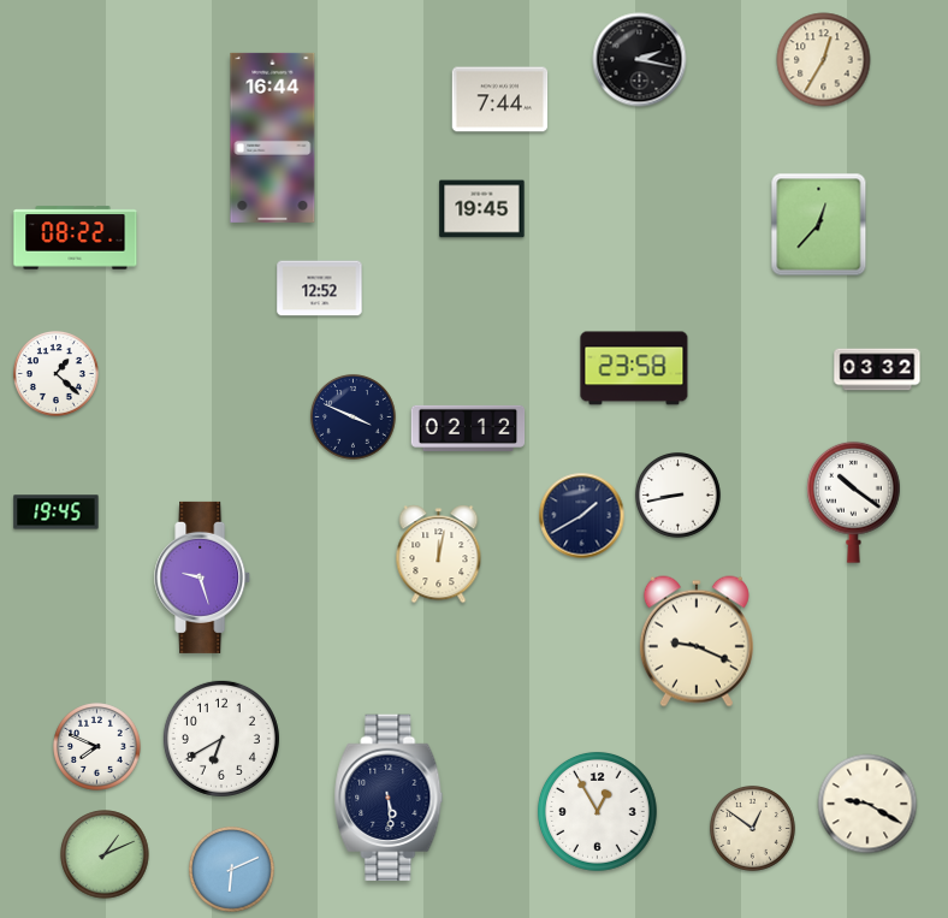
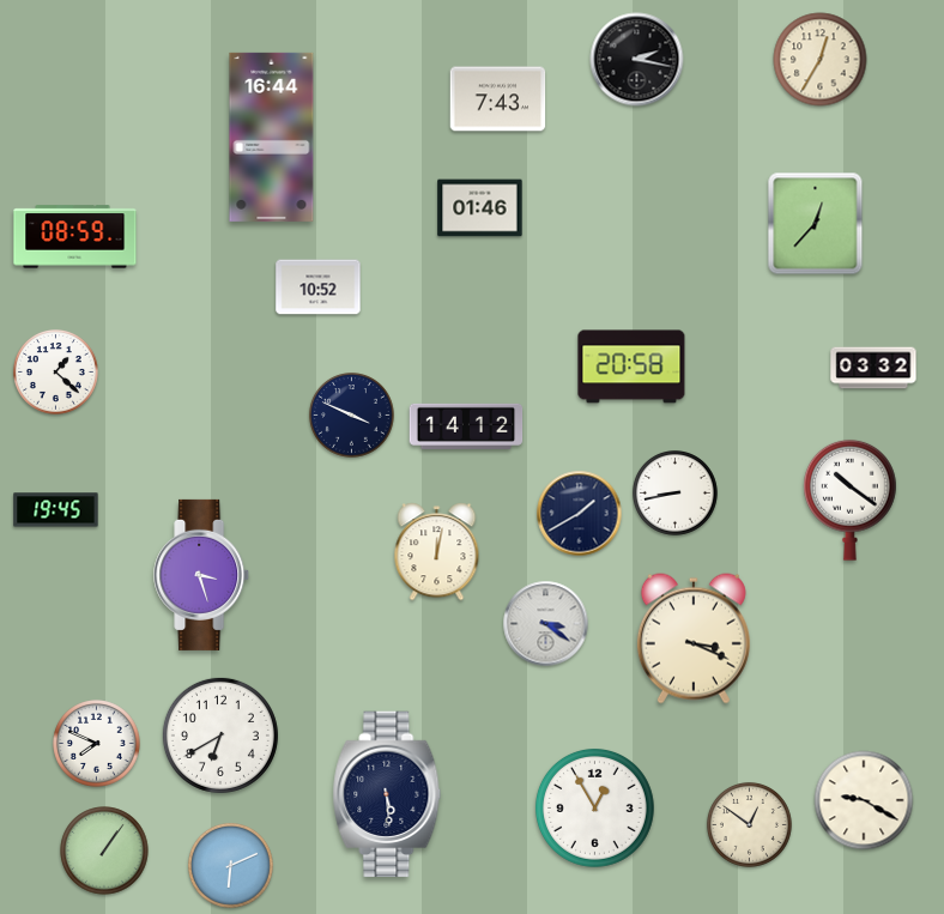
clock at (500, 100): 7:44 -> 7:43
clock at (482, 209): 19:45 -> 01:46
clock at (76, 238): 08:22 -> 08:59
clock at (320, 289): 12:52 -> 10:52
clock at (634, 368): 23:58 -> 20:58
clock at (468, 428): 02:12 -> 14:12
clock at (203, 578): 9:27 -> 3:27
clock at (546, 624): none -> 3:21
clock at (697, 641): 9:19 -> 3:19
clock at (105, 854): 1:11 -> 1:06
